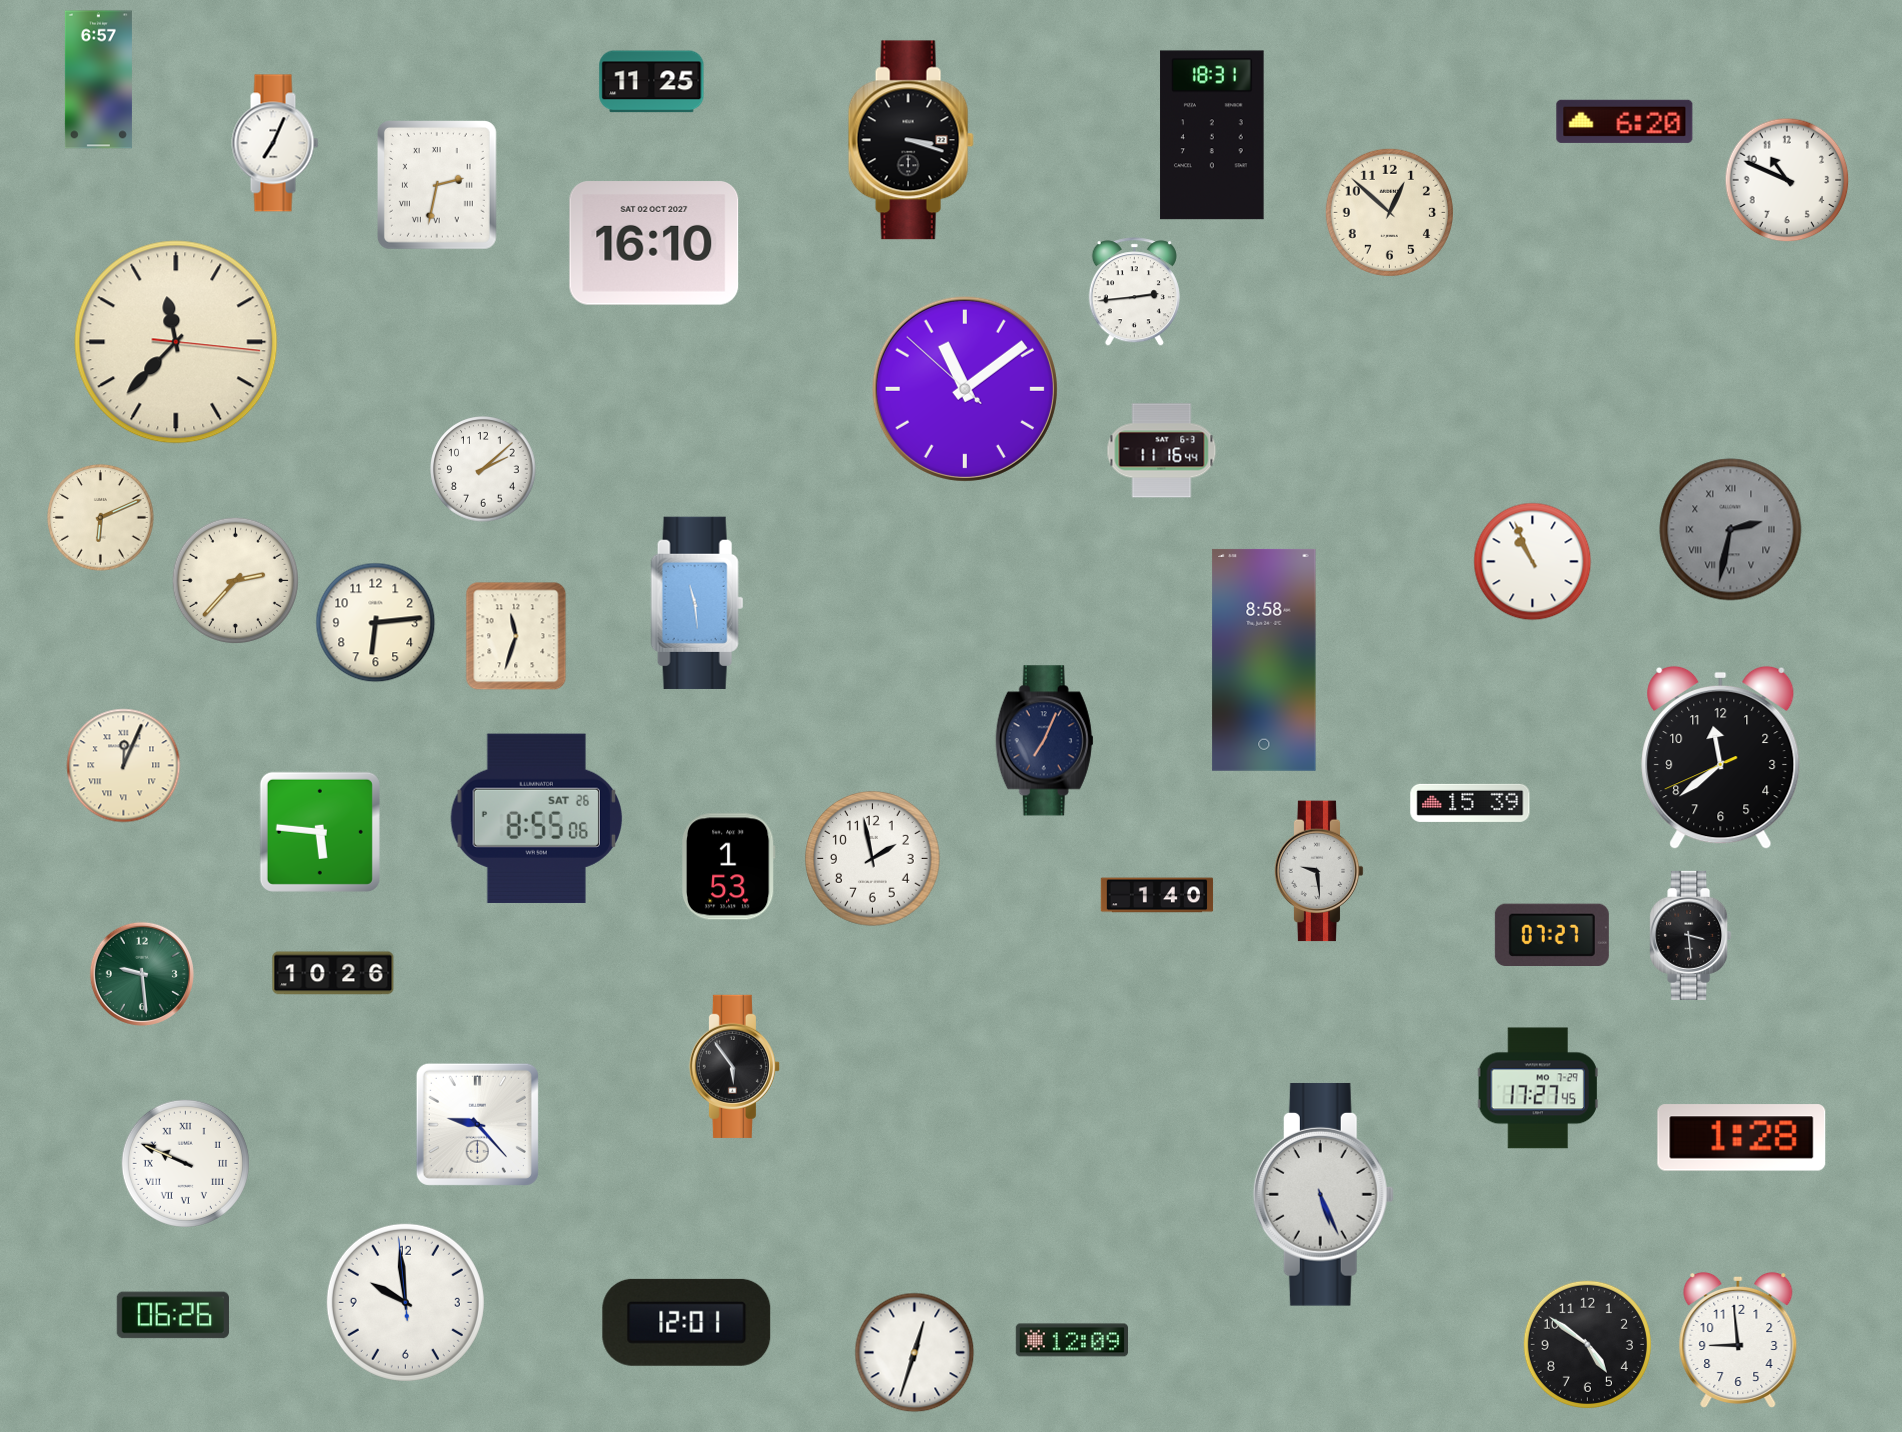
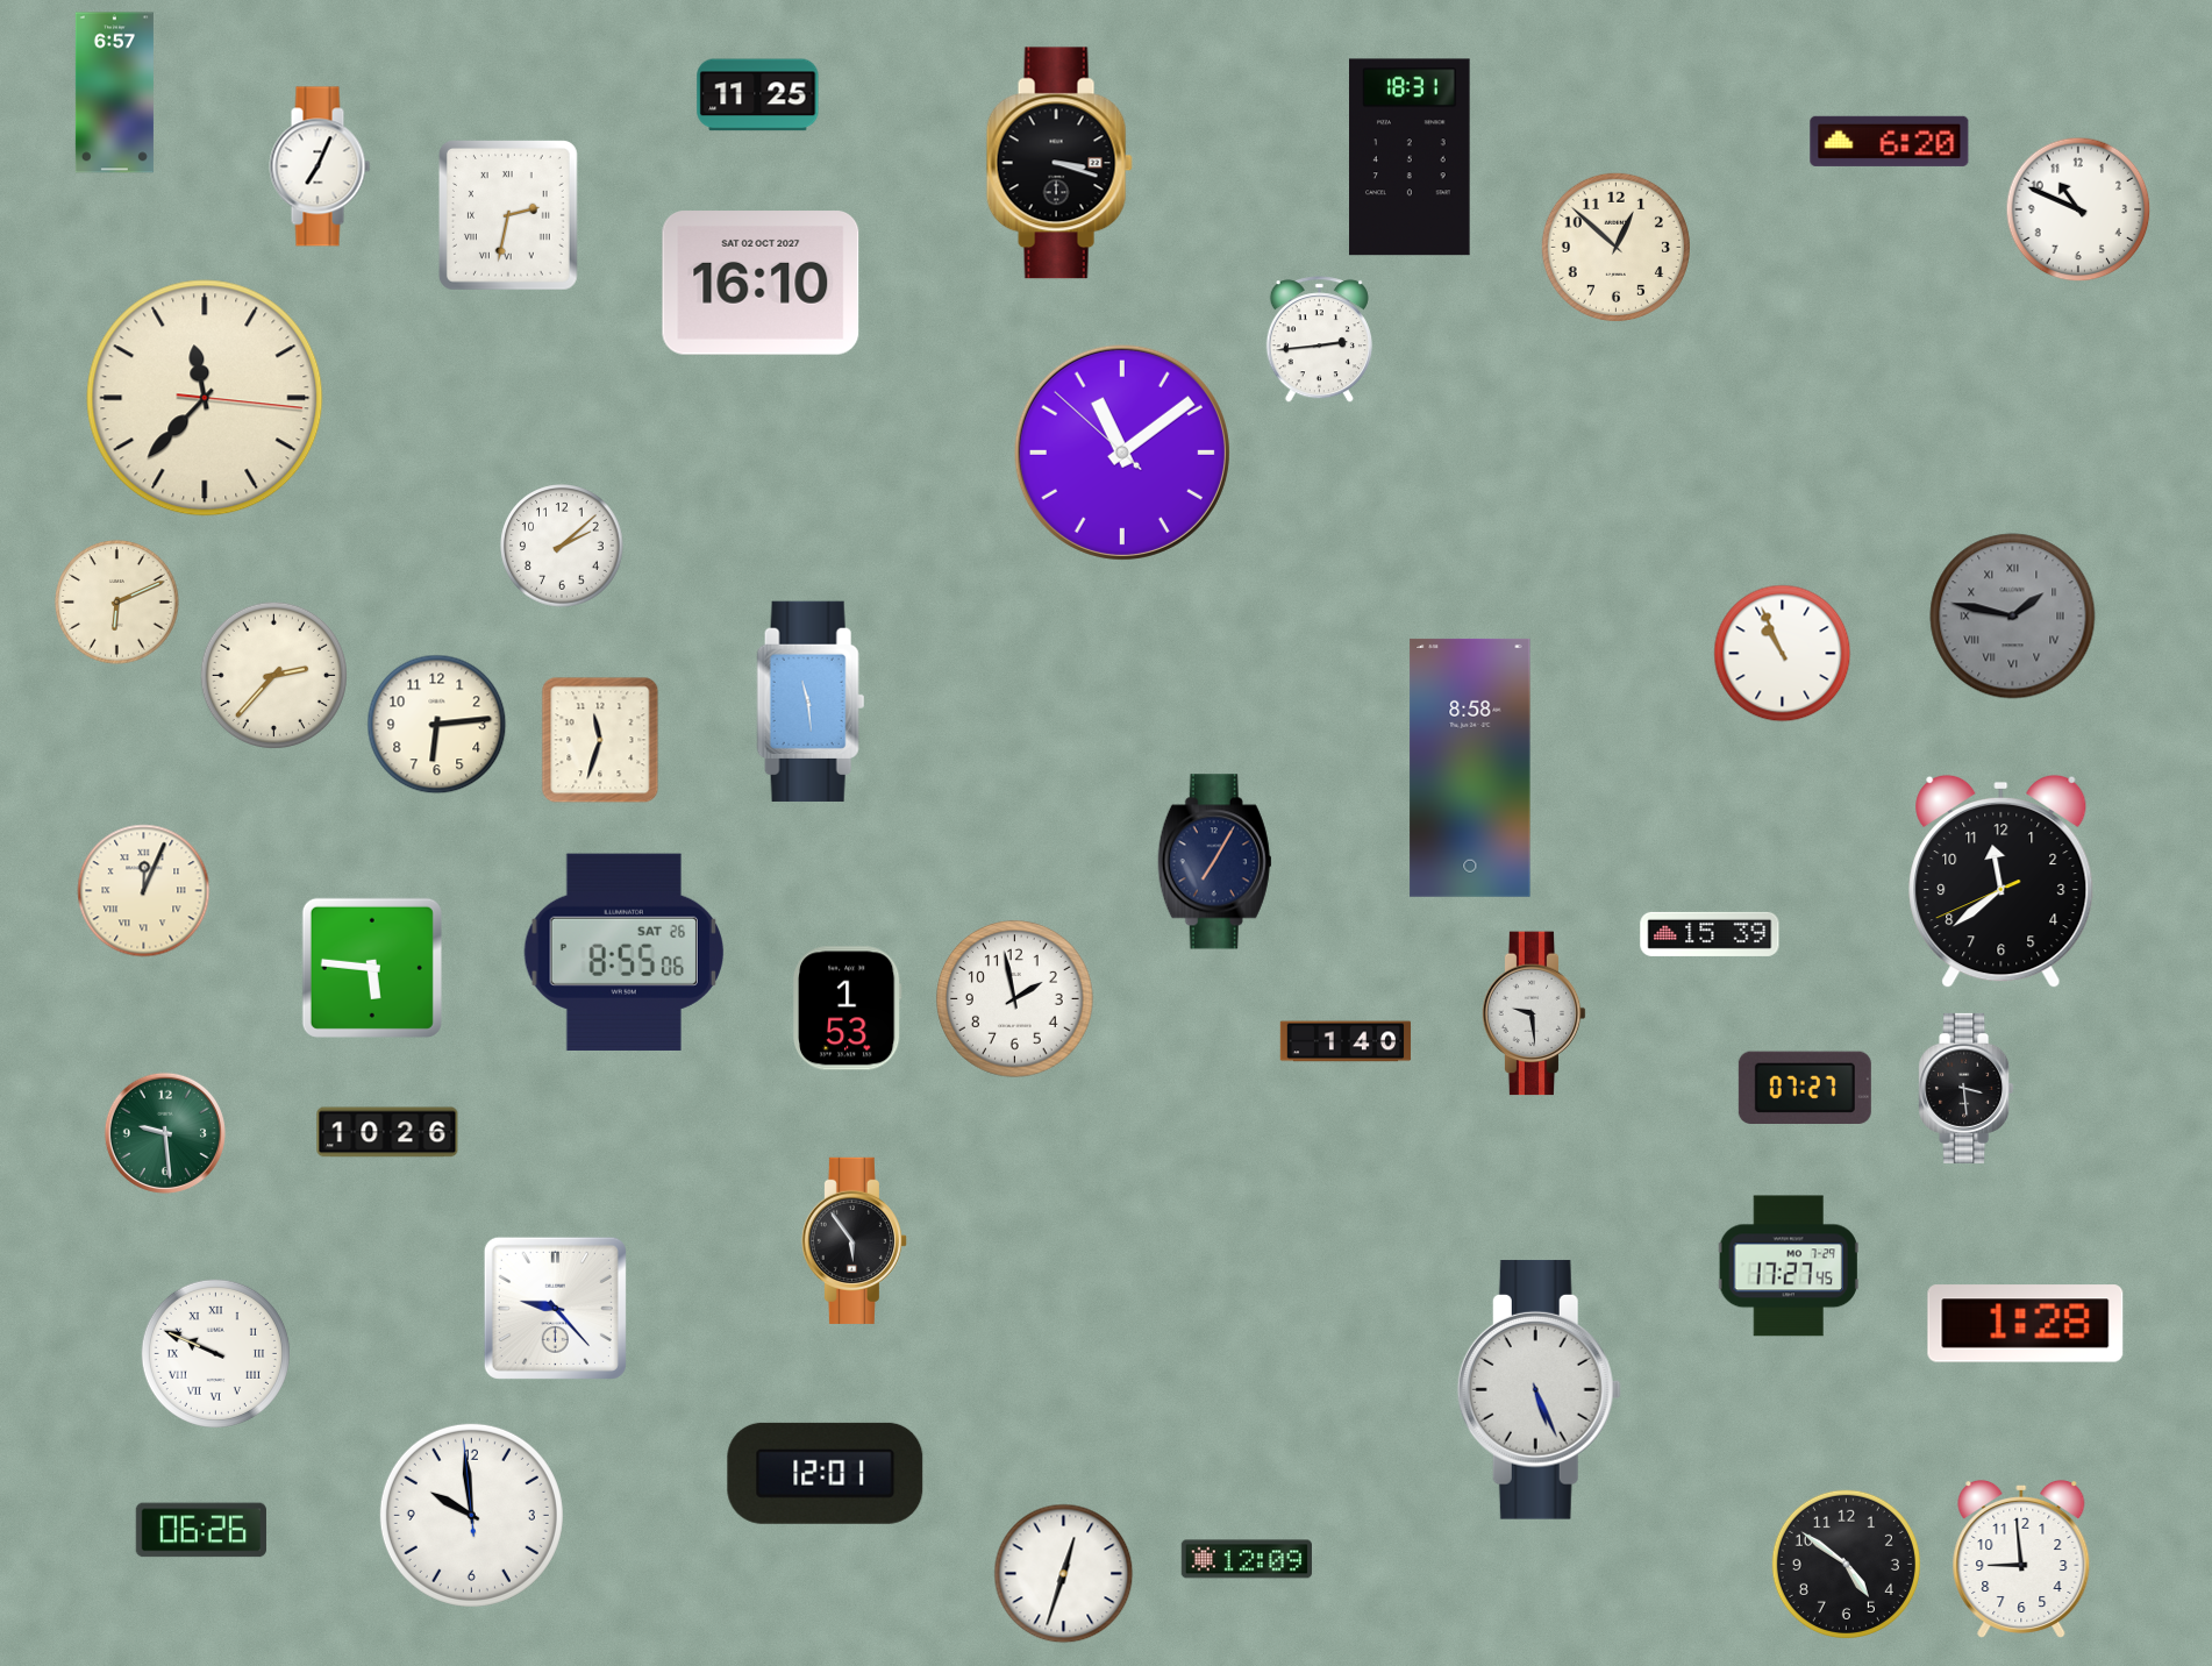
clock at (1162, 451): 11:16 -> none
clock at (1731, 530): 2:32 -> 1:47
clock at (1044, 741): 7:04 -> 7:05
clock at (687, 1322) position: (687, 1322) -> (826, 1473)
